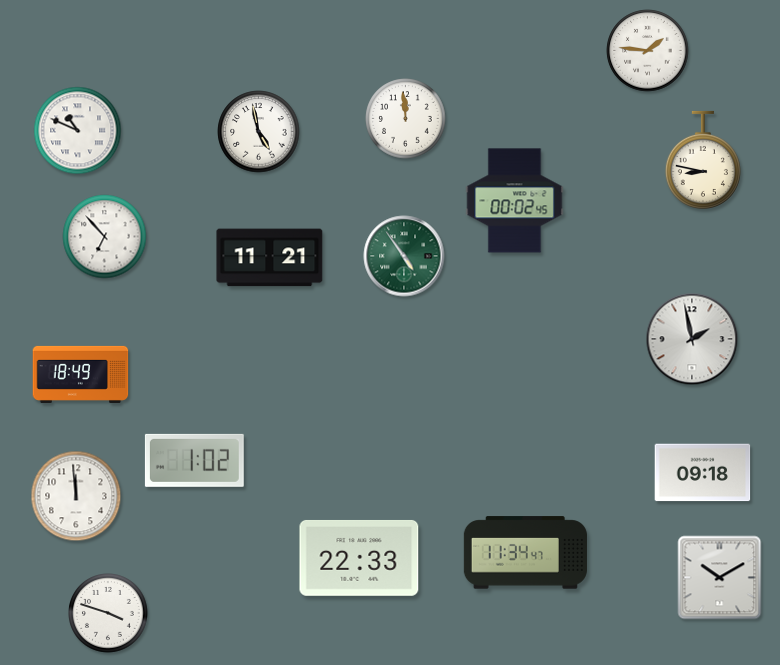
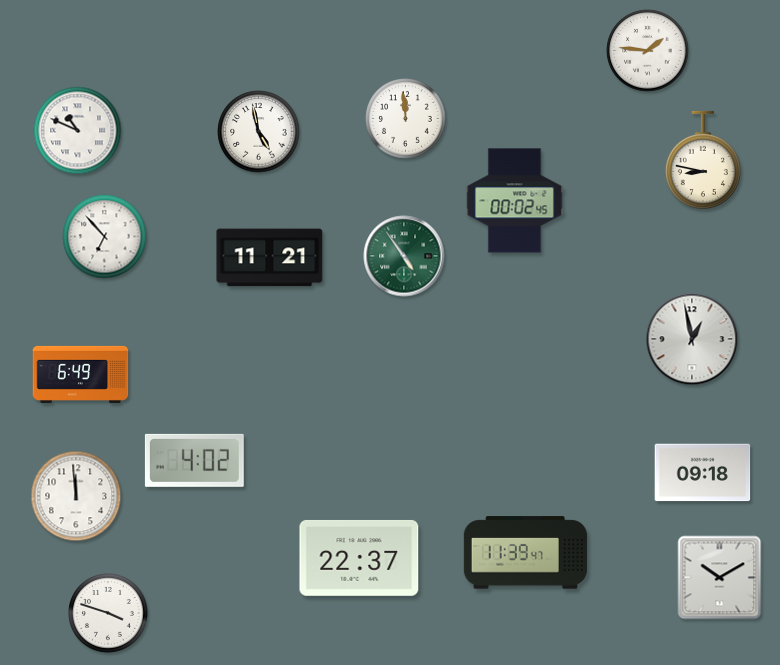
clock at (692, 339): 1:58 -> 12:58
clock at (81, 374): 18:49 -> 6:49
clock at (194, 460): 1:02 -> 4:02
clock at (525, 553): 11:34 -> 11:39
clock at (359, 558): 22:33 -> 22:37
